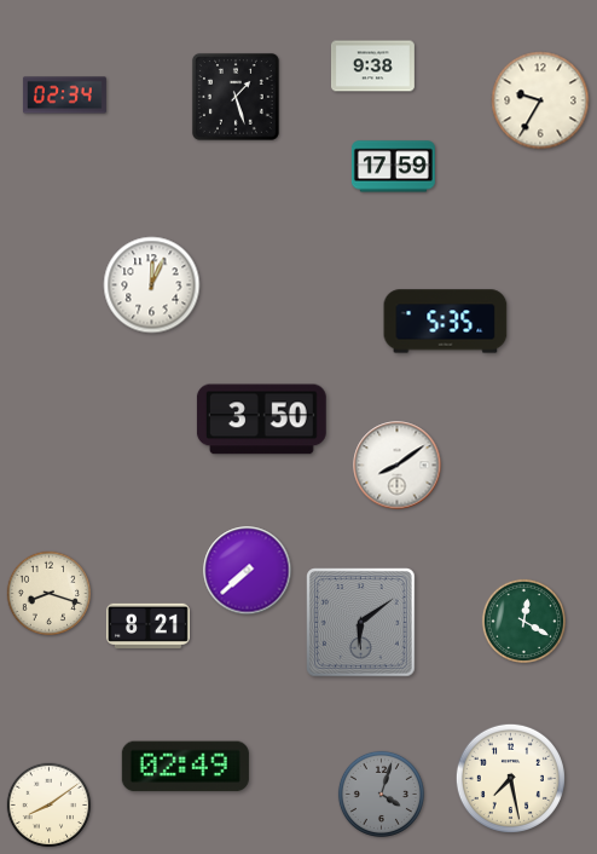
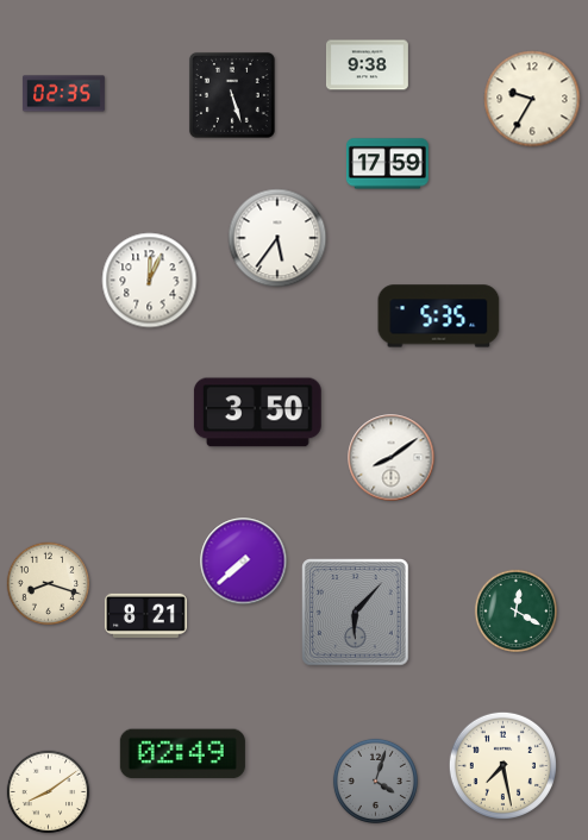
clock at (64, 96): 02:34 -> 02:35
clock at (236, 97): 1:27 -> 5:27
clock at (277, 238): none -> 5:36
clock at (361, 623): 6:09 -> 6:07
